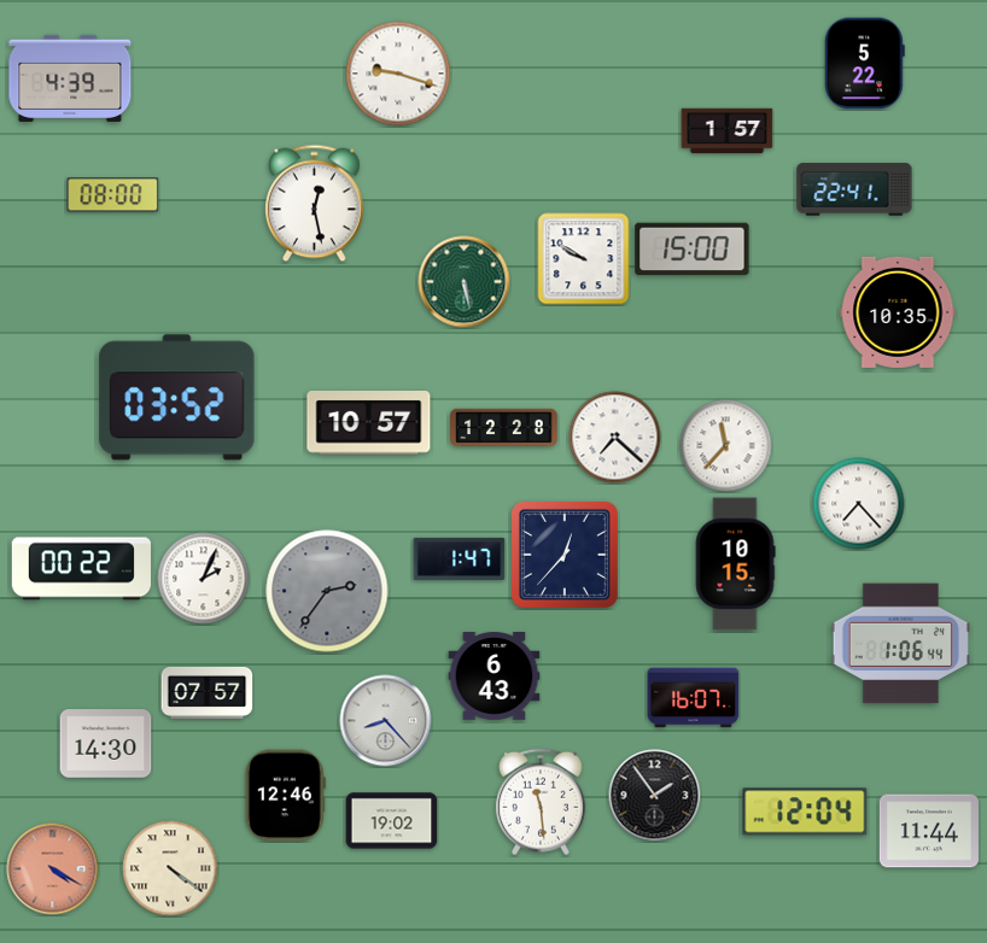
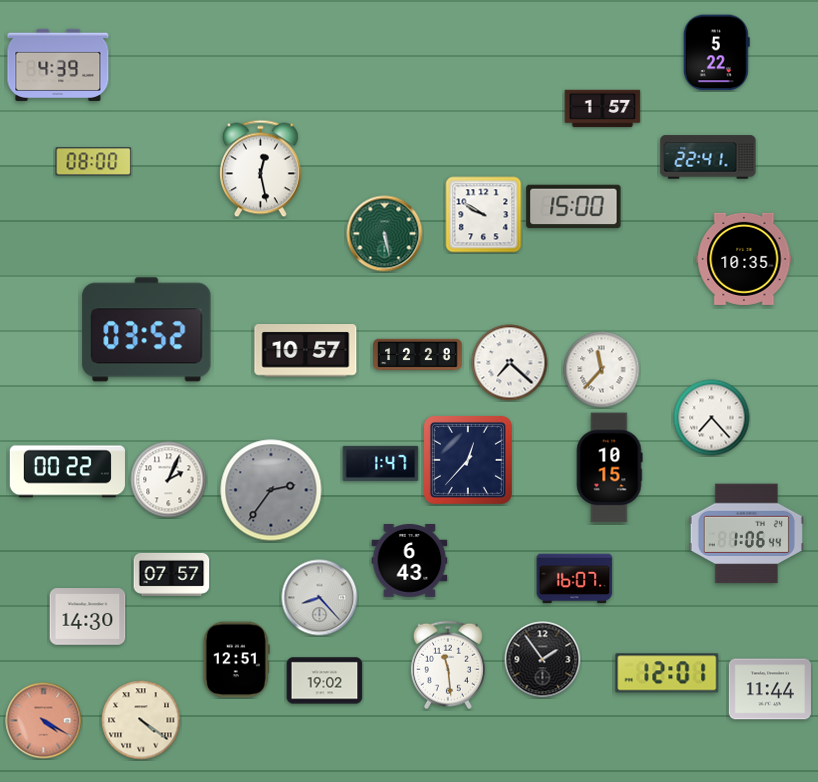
clock at (398, 74): 9:18 -> none
clock at (285, 796): 12:46 -> 12:51
clock at (805, 812): 12:04 -> 12:01
